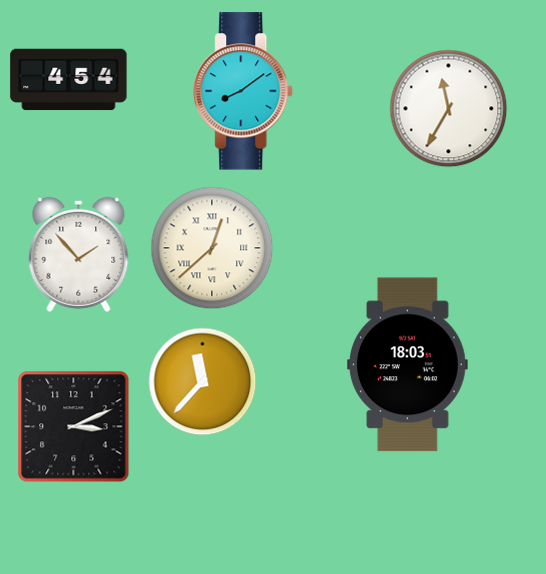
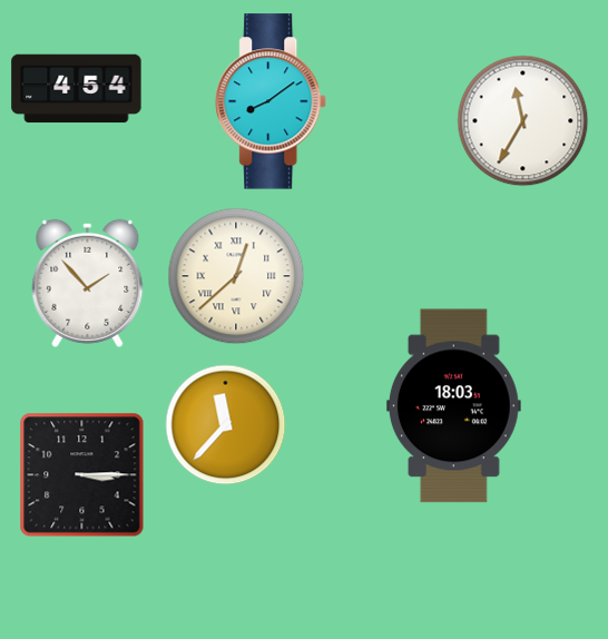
clock at (449, 109) position: (449, 109) -> (523, 121)
clock at (74, 427): 3:11 -> 3:15
